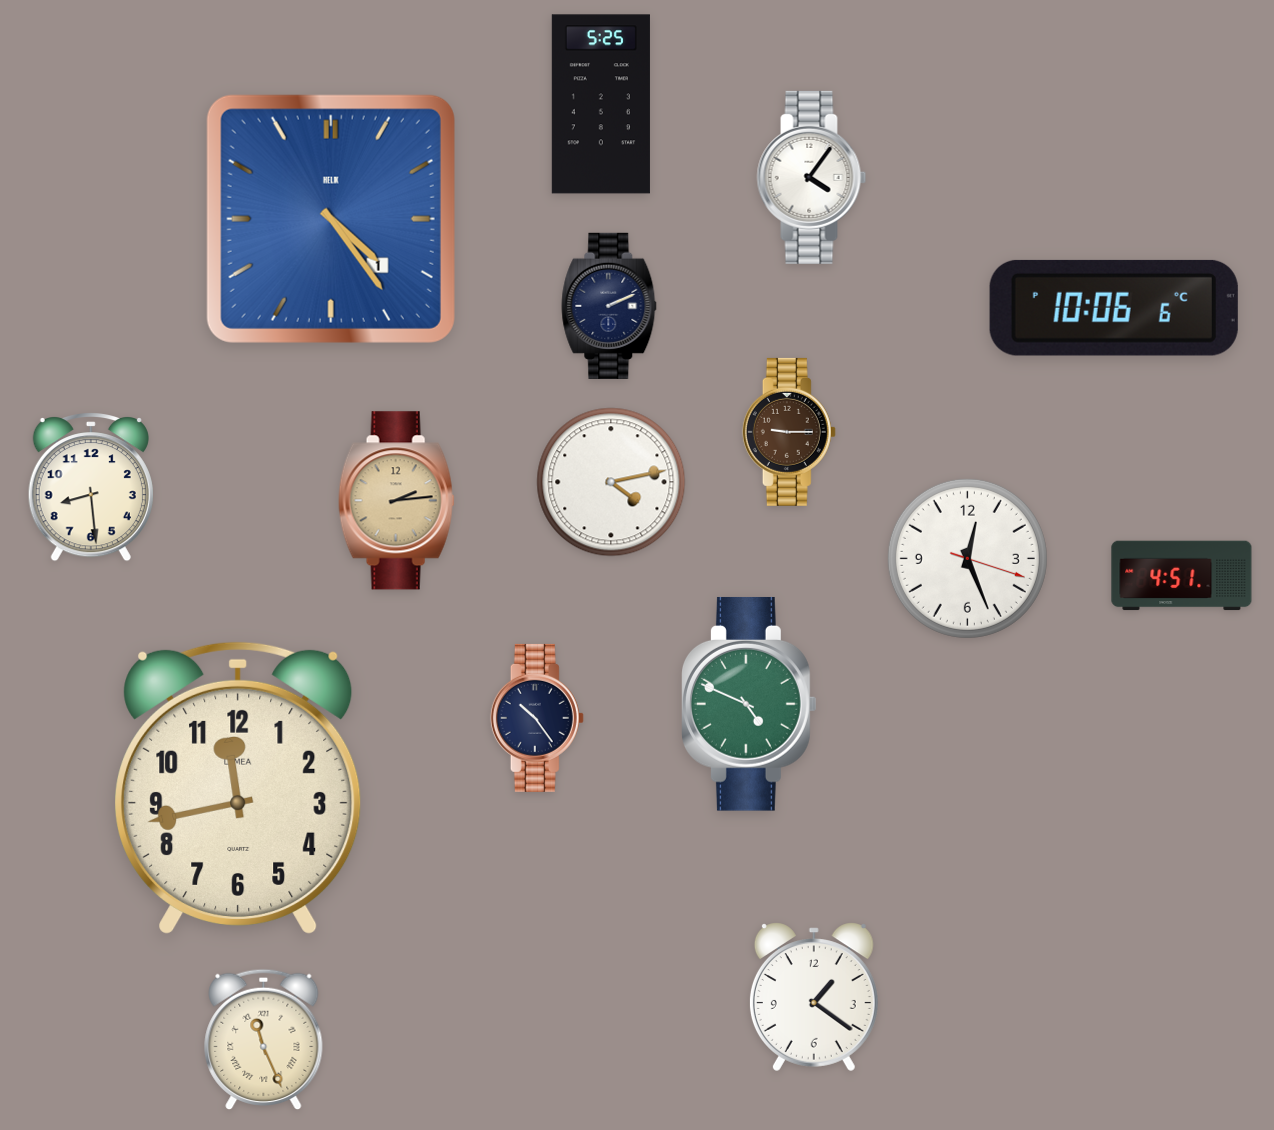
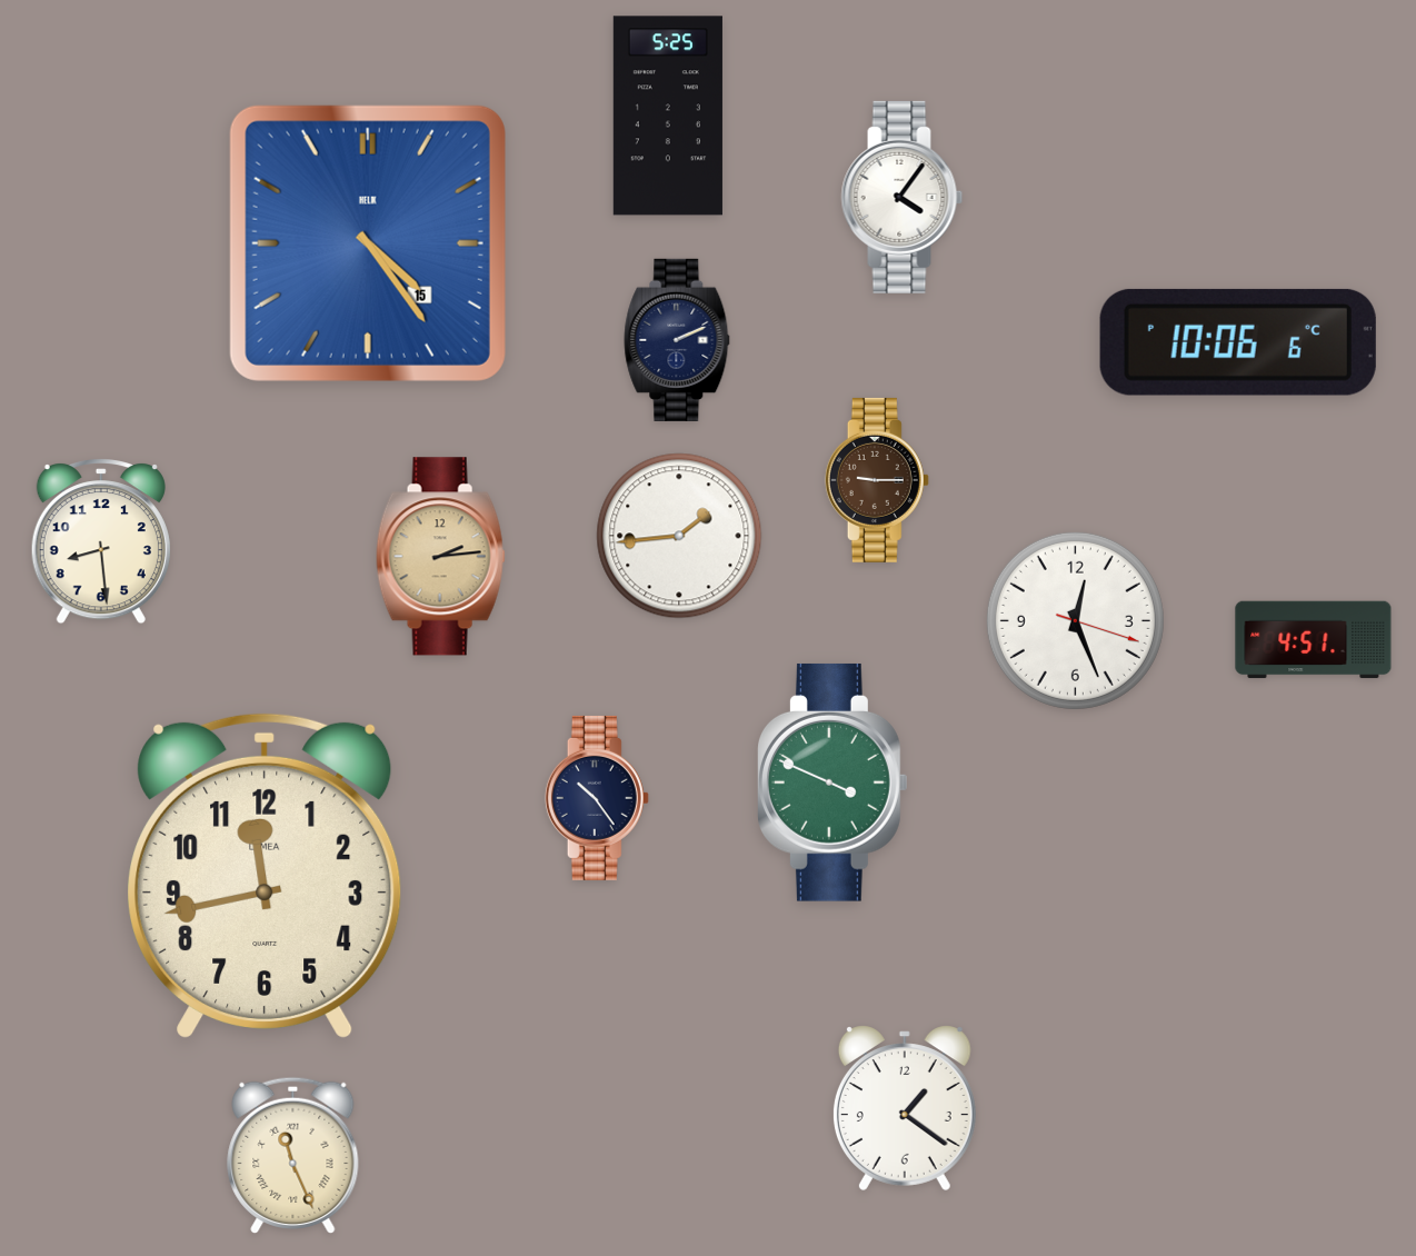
clock at (331, 219) date: 1 -> 15
clock at (611, 482): 4:13 -> 1:44
clock at (750, 704): 4:49 -> 3:49
